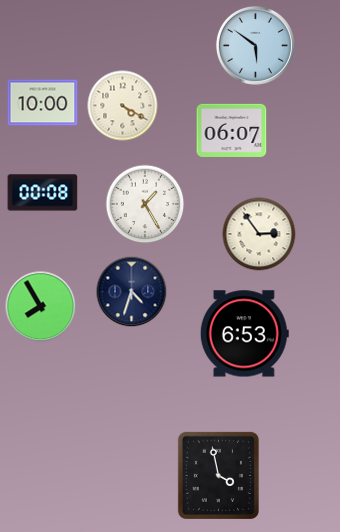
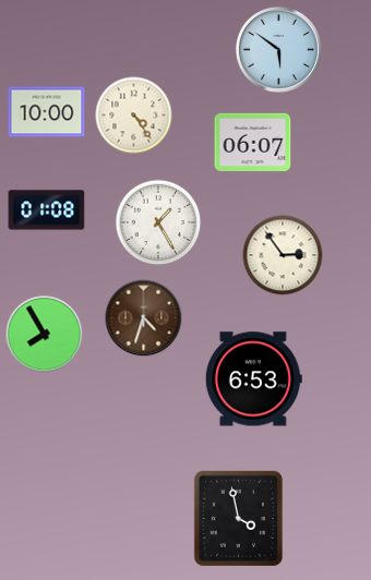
clock at (123, 106): 4:20 -> 4:24
clock at (43, 193): 00:08 -> 01:08
clock at (132, 292) dial: navy -> brown
clock at (244, 334) position: (244, 334) -> (253, 379)
